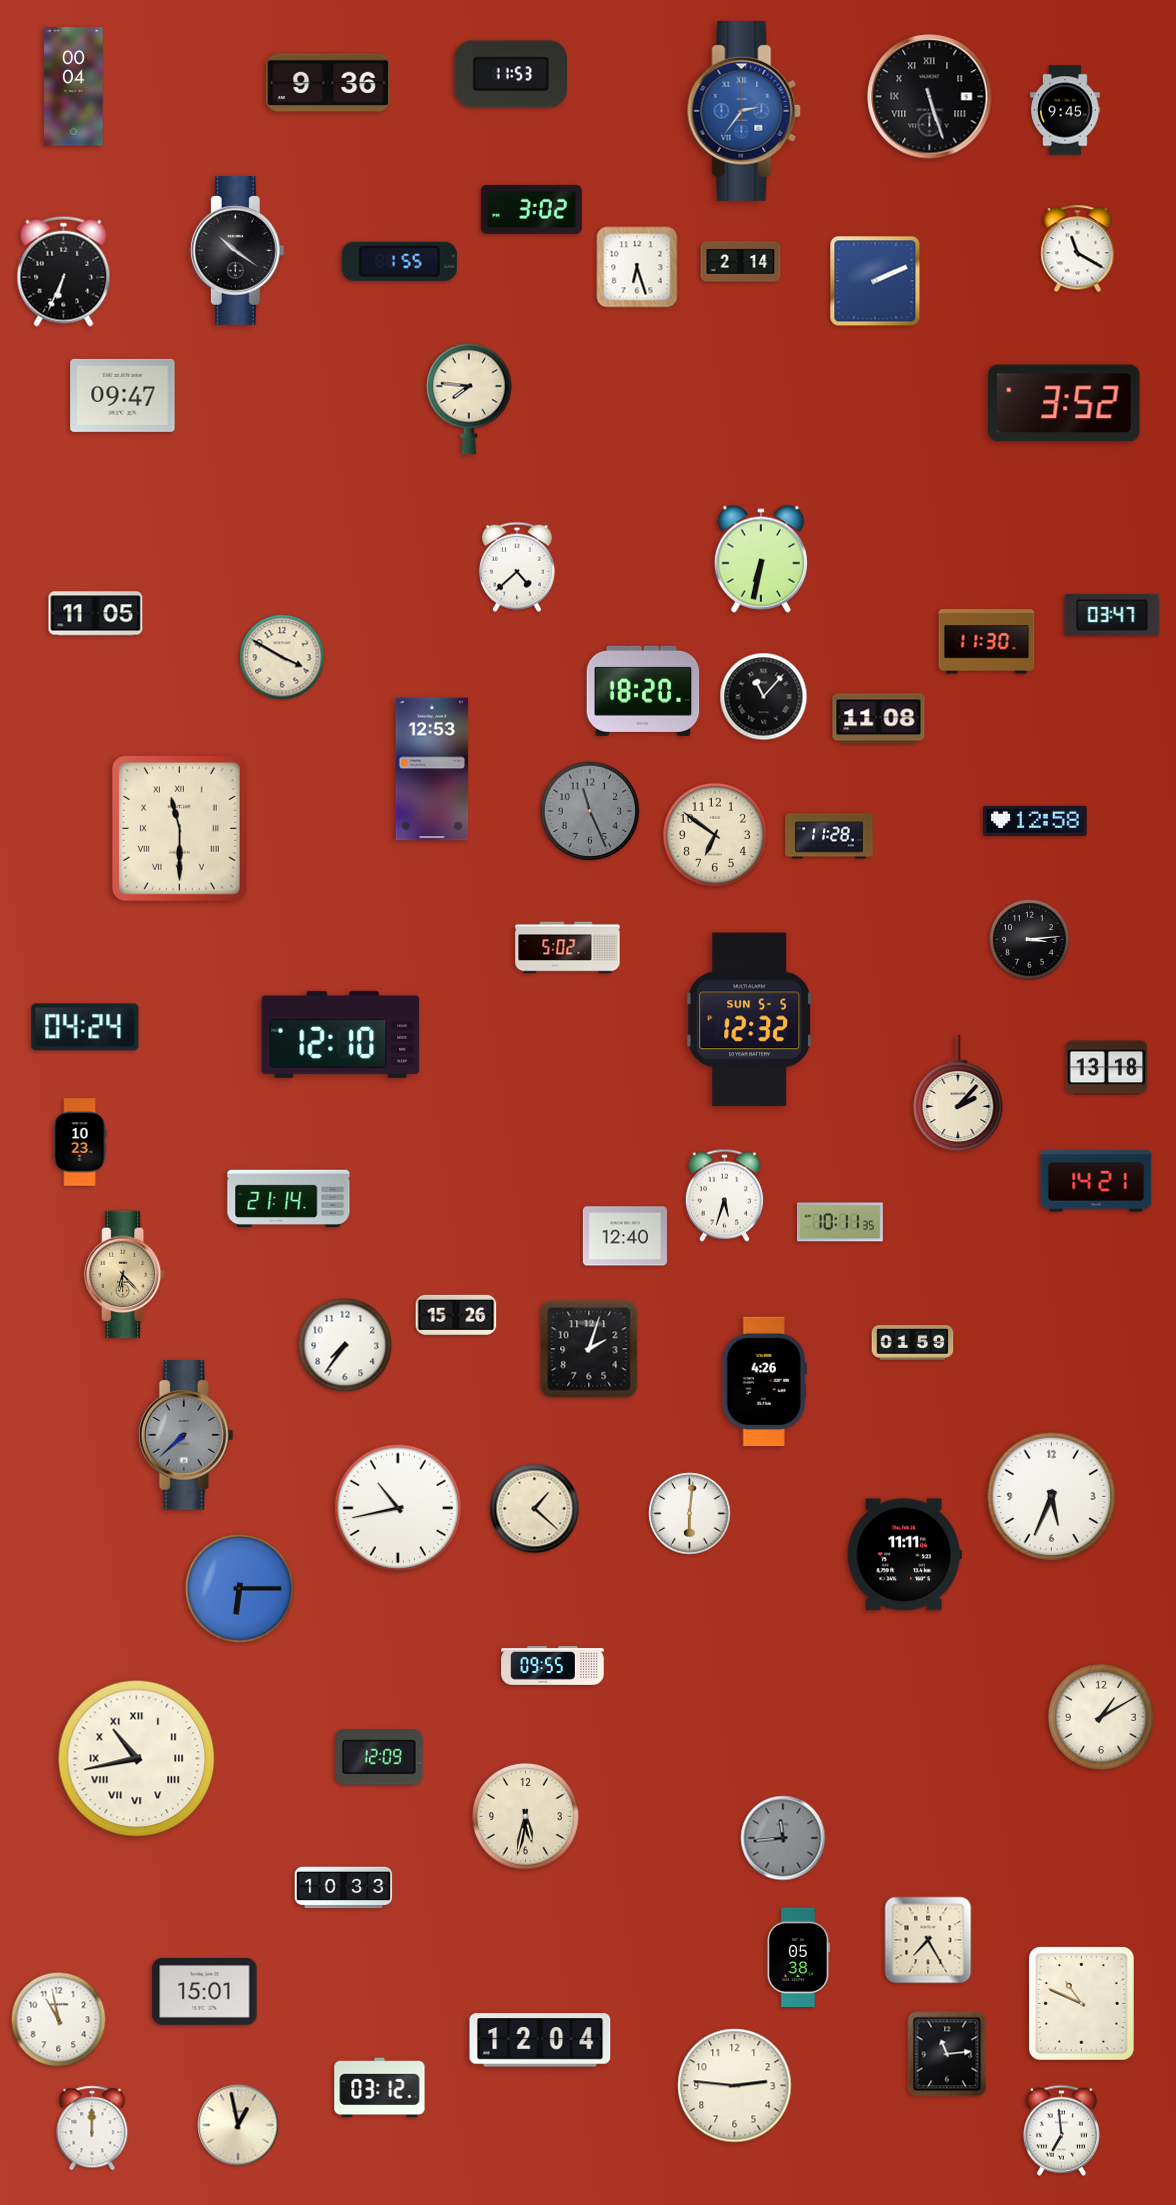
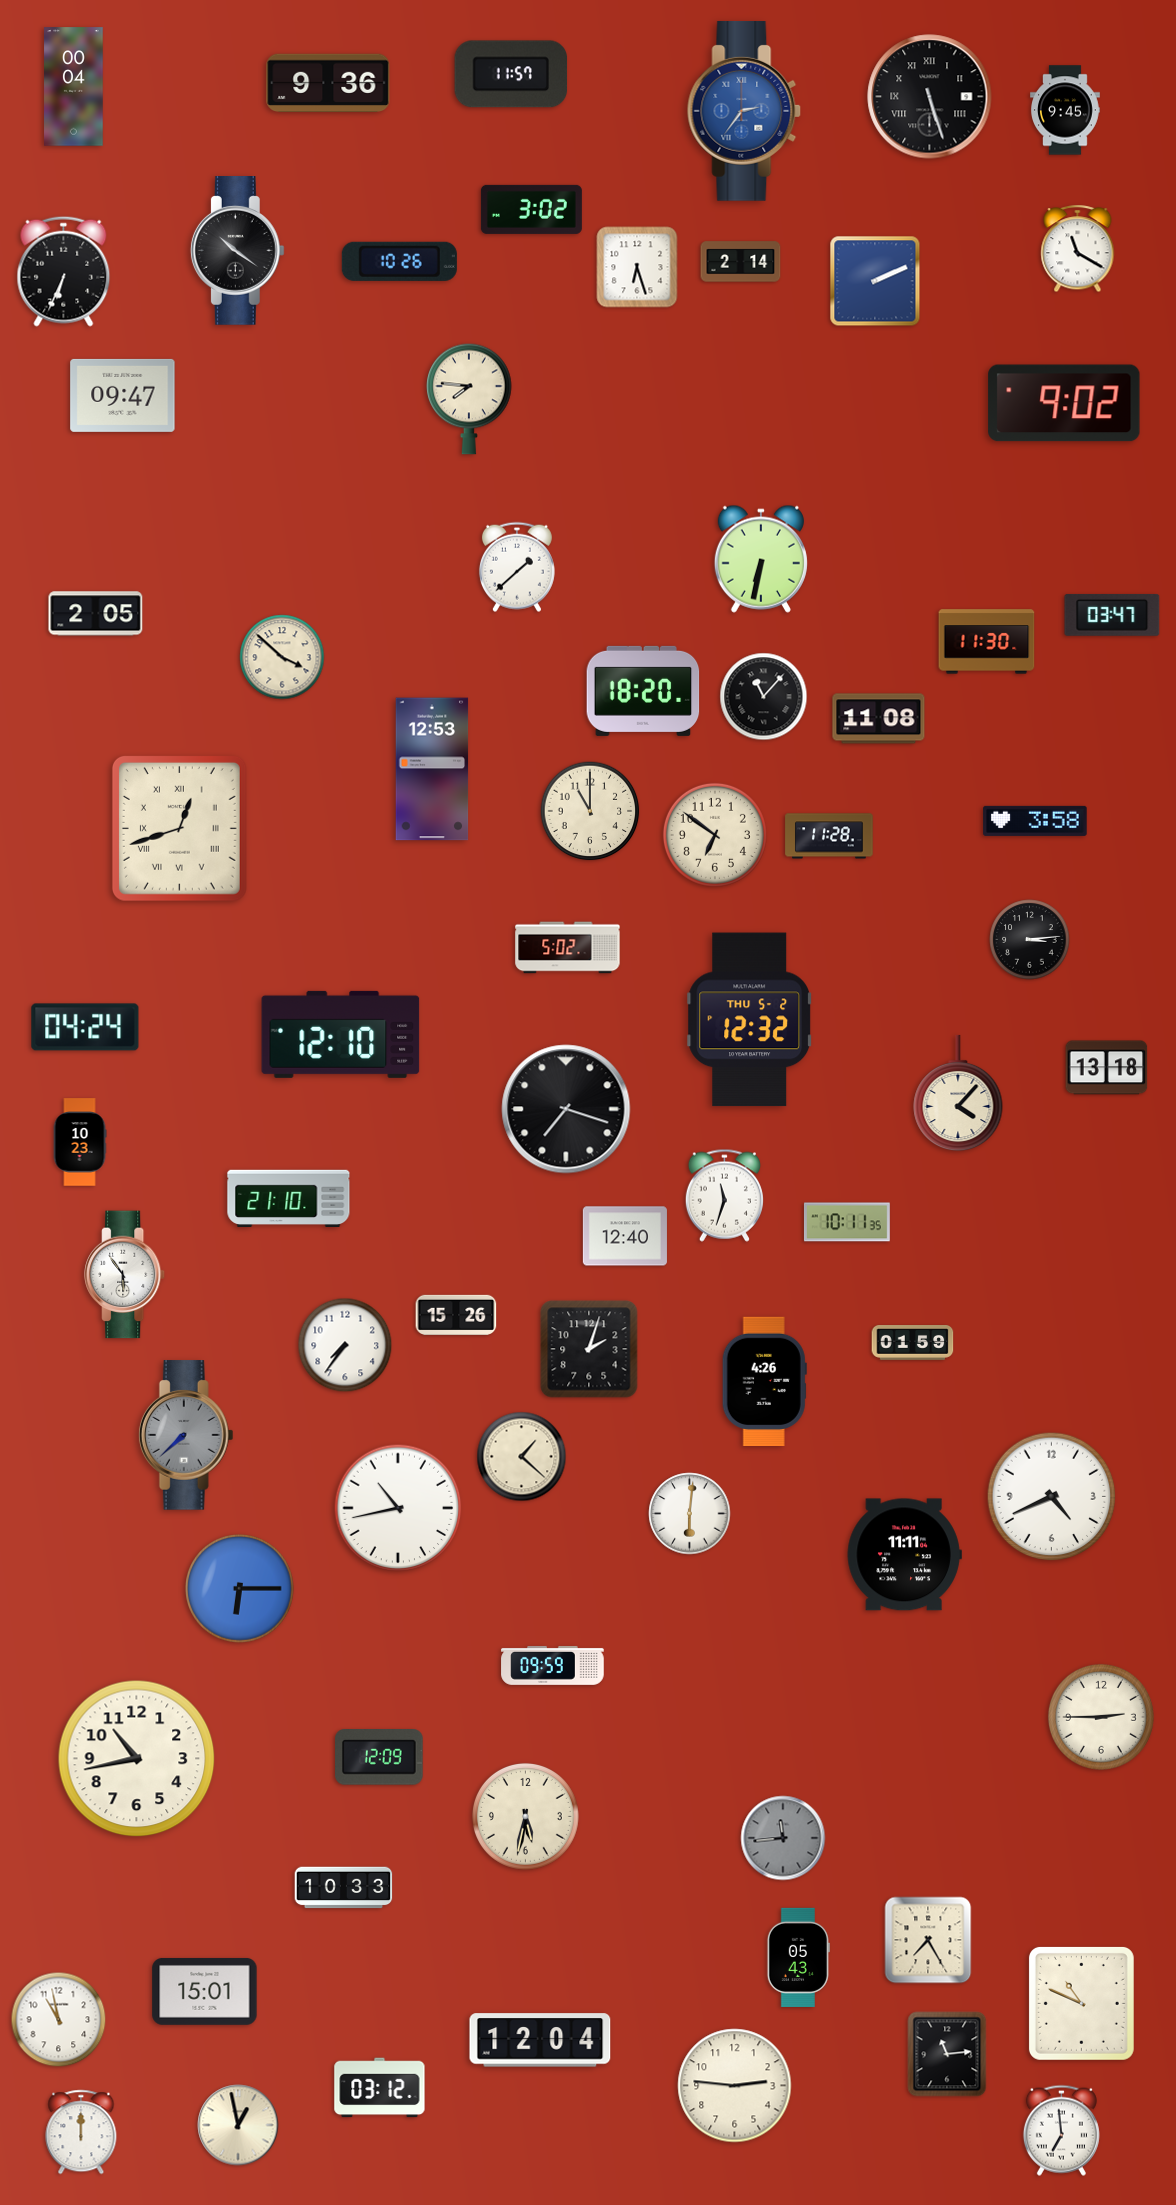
clock at (511, 74): 11:53 -> 11:57
clock at (399, 261): 1:55 -> 10:26
clock at (1064, 403): 3:52 -> 9:02
clock at (517, 567): 4:38 -> 1:38
clock at (96, 614): 11:05 -> 2:05
clock at (282, 657): 3:50 -> 3:52
clock at (590, 811): 11:26 -> 11:00
clock at (590, 811) dial: grey -> cream
clock at (1035, 821): 12:58 -> 3:58
clock at (179, 828): 11:30 -> 12:42
clock at (749, 1020) date: SUN 5-5 -> THU 5-2
clock at (958, 1093): 2:07 -> 4:07
clock at (566, 1109): none -> 7:18
clock at (1096, 1181): 14:21 -> none
clock at (724, 1195): 5:33 -> 11:33
clock at (289, 1198): 21:14 -> 21:10
clock at (840, 1222) position: (840, 1222) -> (847, 1222)
clock at (125, 1275): 6:23 -> 5:54
clock at (125, 1275) dial: champagne -> white
clock at (1052, 1497): 5:34 -> 4:41
clock at (535, 1509) position: (535, 1509) -> (522, 1457)
clock at (553, 1665): 09:55 -> 09:59
clock at (1101, 1717): 1:10 -> 2:45
clock at (137, 1759) numerals: Roman -> Arabic
clock at (798, 1957): 05:38 -> 05:43
clock at (92, 2128) position: (92, 2128) -> (81, 2132)
